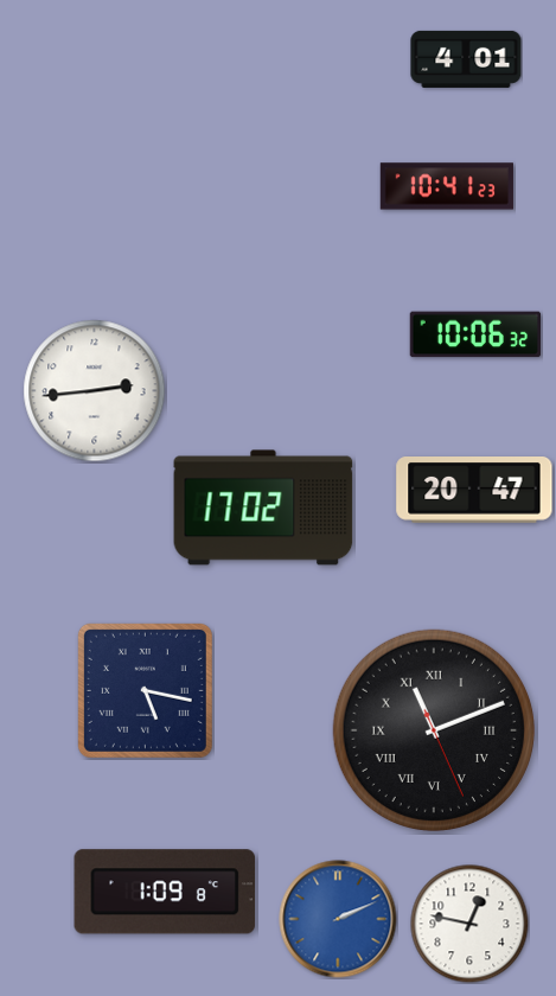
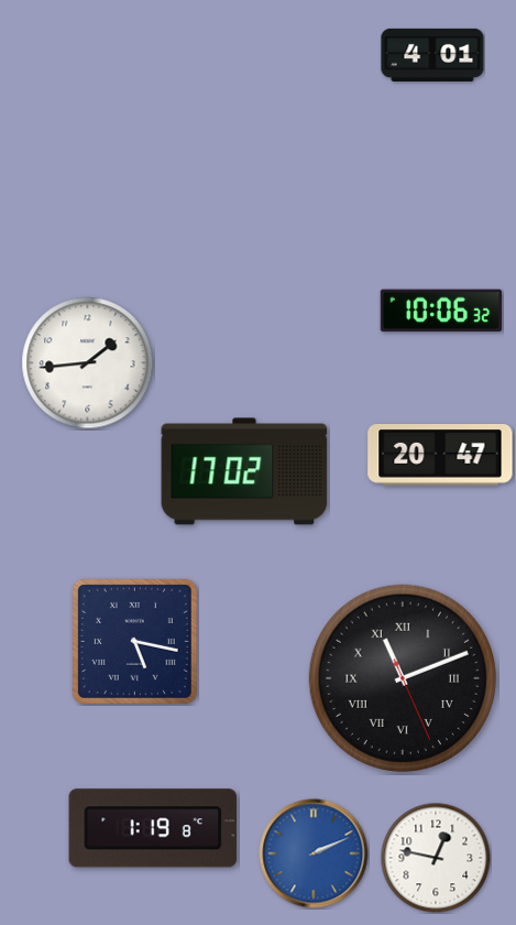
clock at (447, 186): 10:41 -> none
clock at (95, 391): 2:44 -> 1:44
clock at (165, 892): 1:09 -> 1:19
